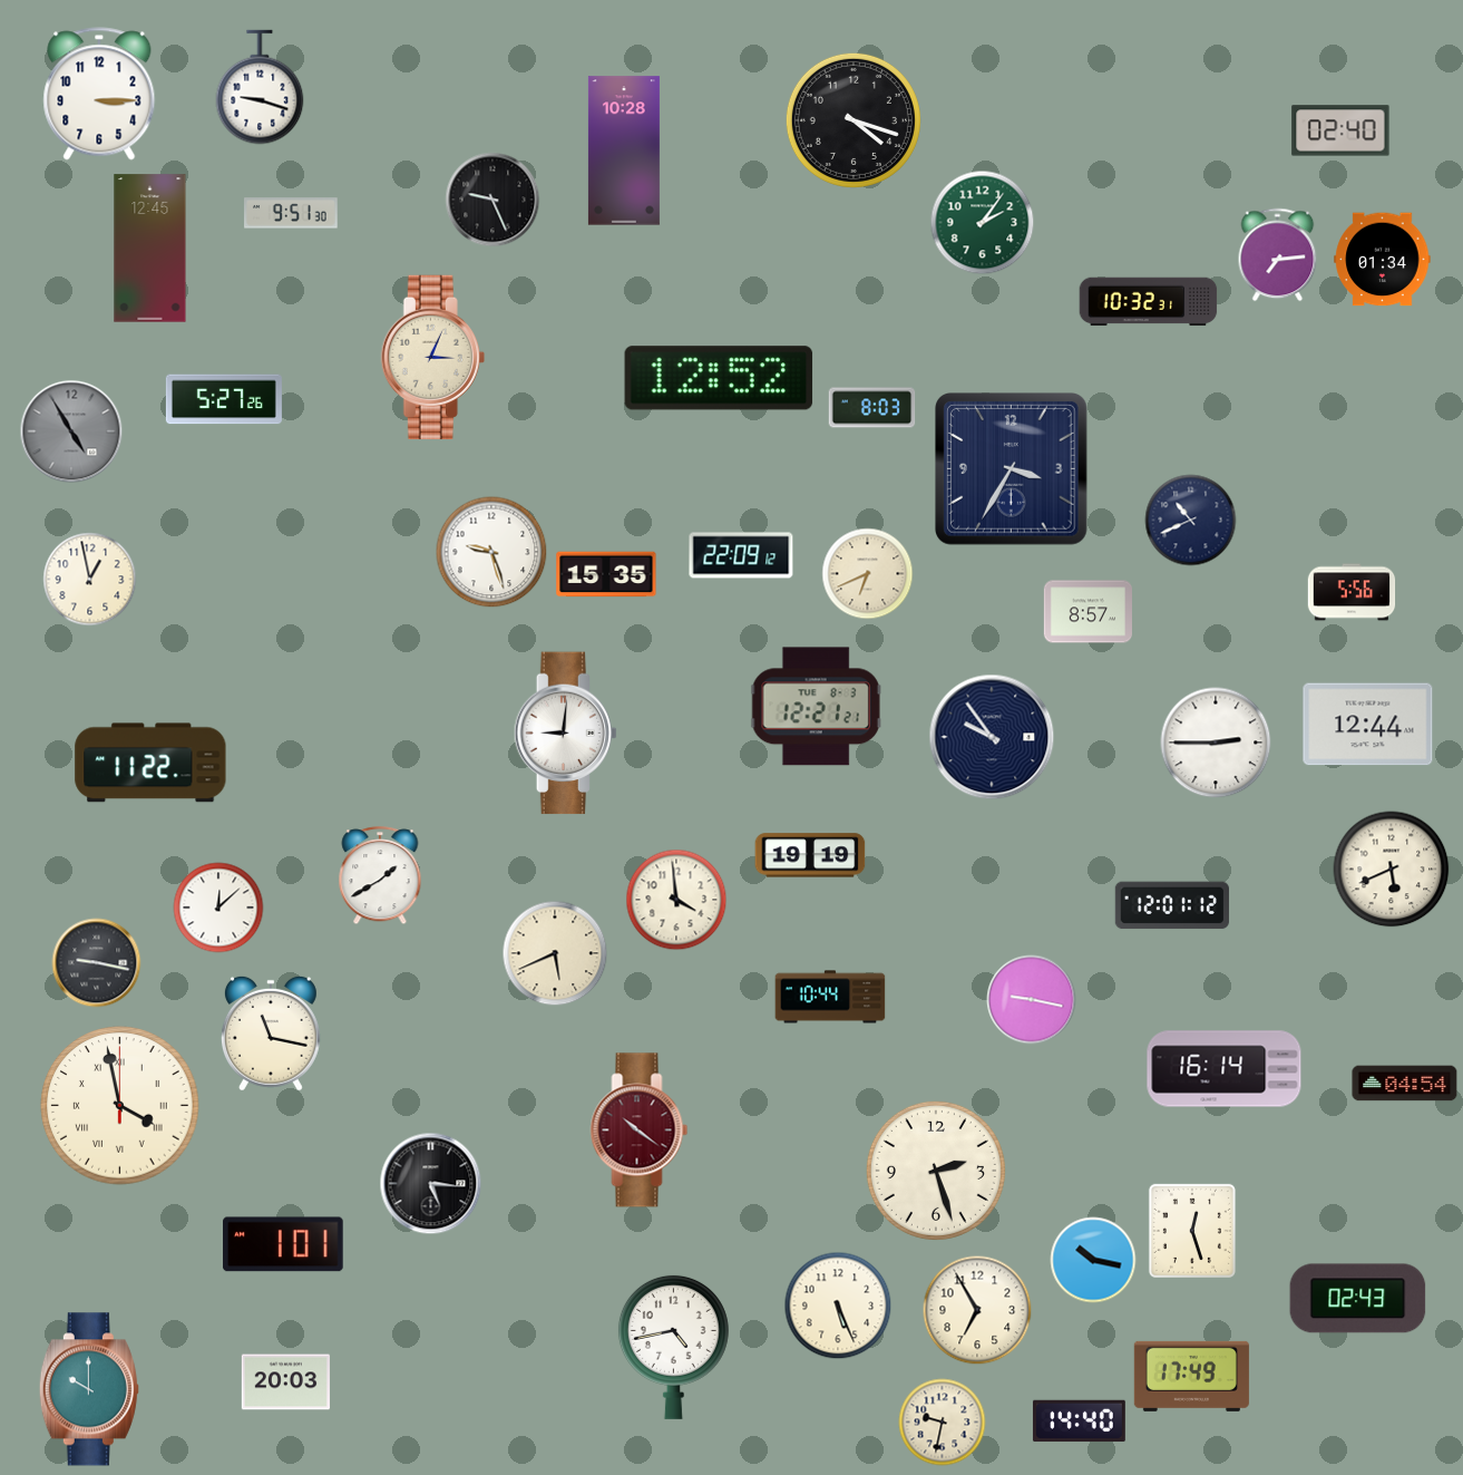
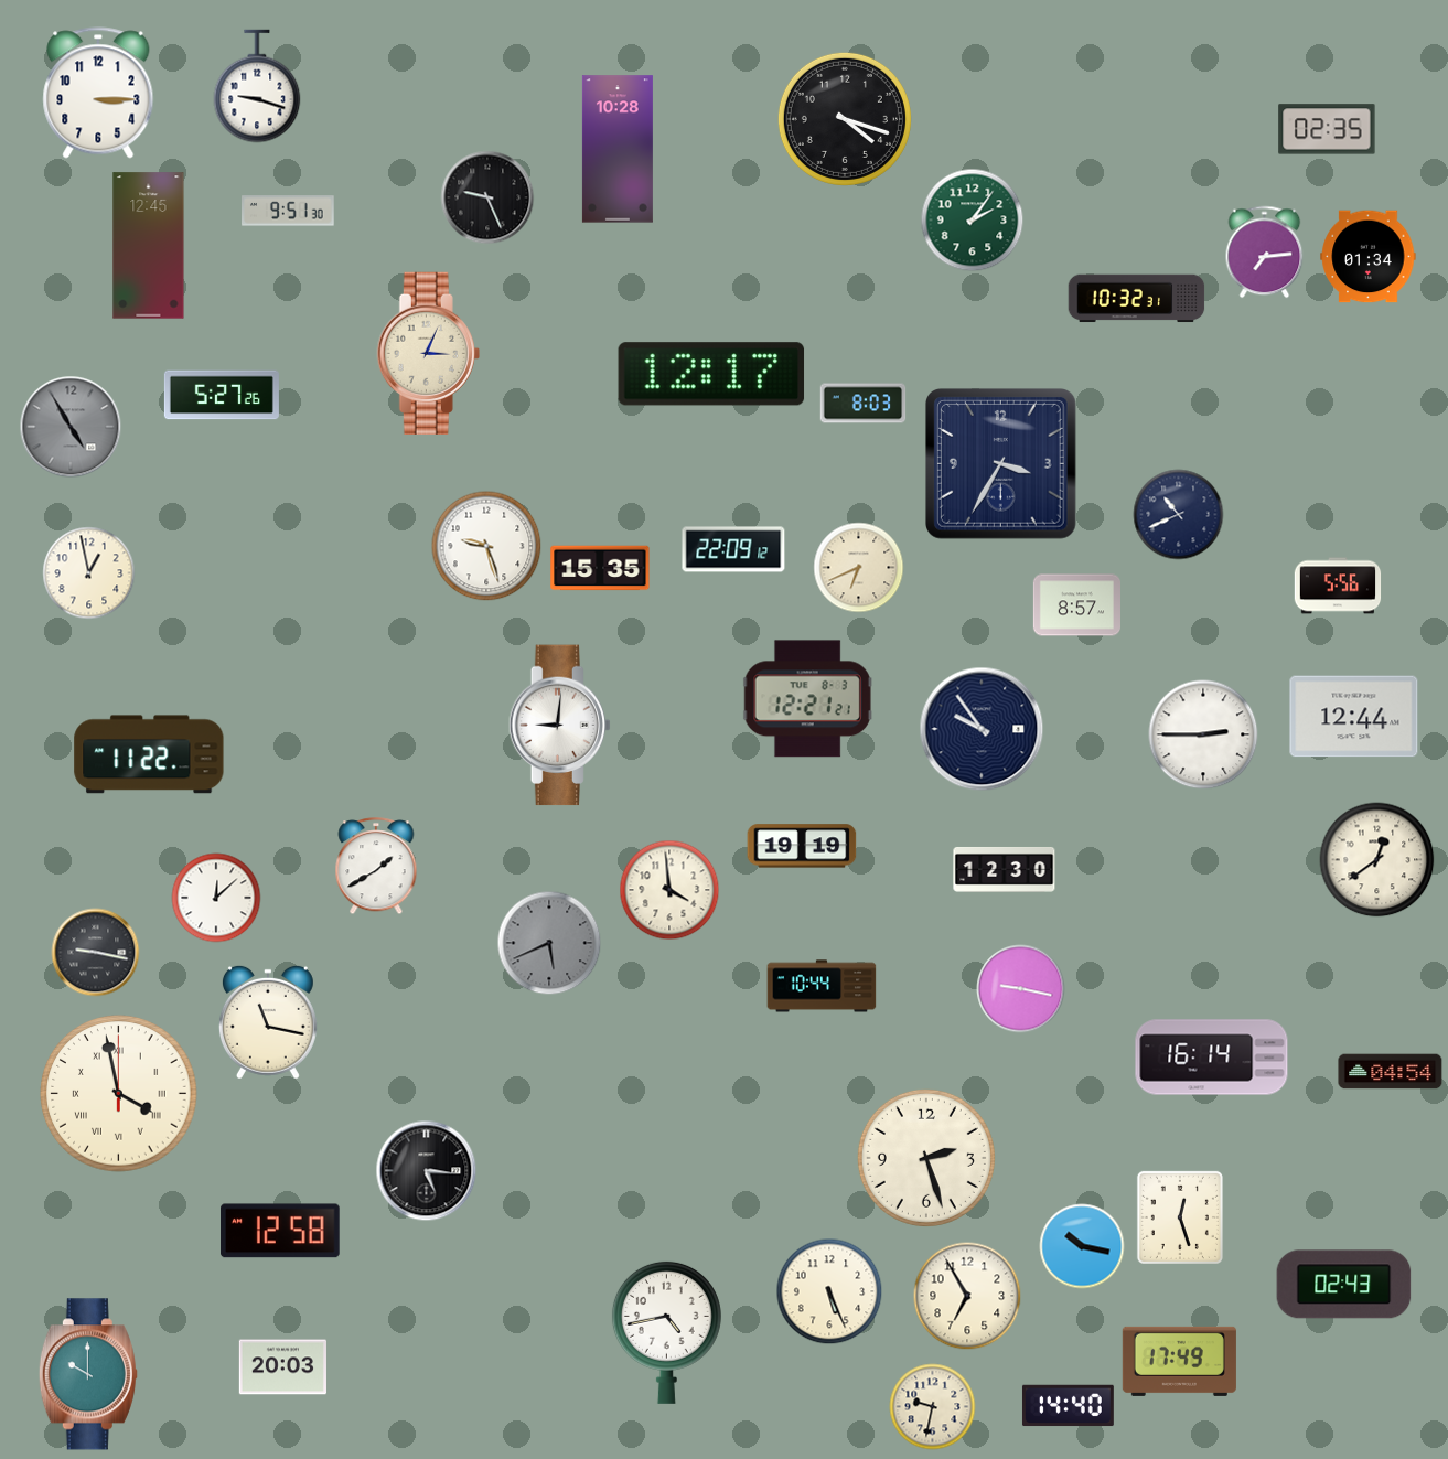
clock at (1340, 130): 02:40 -> 02:35
clock at (719, 378): 12:52 -> 12:17
clock at (1392, 870): 5:41 -> 12:39
clock at (1005, 869): none -> 12:30
clock at (1172, 905): 12:01 -> none
clock at (555, 953) dial: cream -> grey
clock at (640, 1130): 10:21 -> none
clock at (284, 1244): 1:01 -> 12:58
